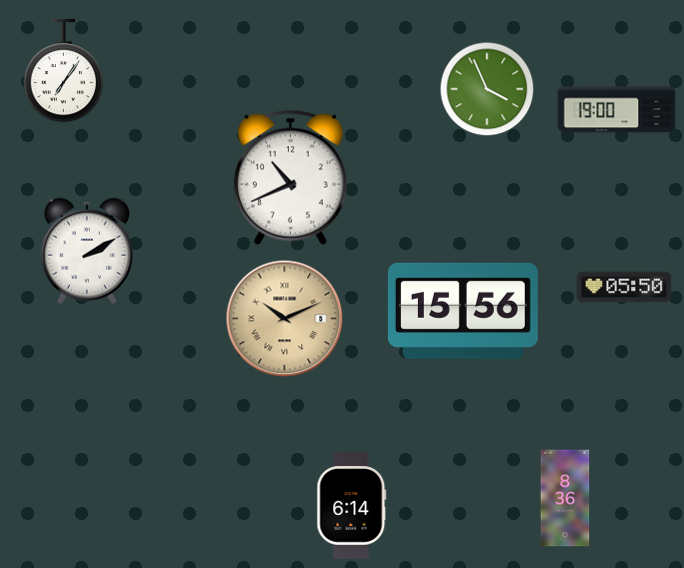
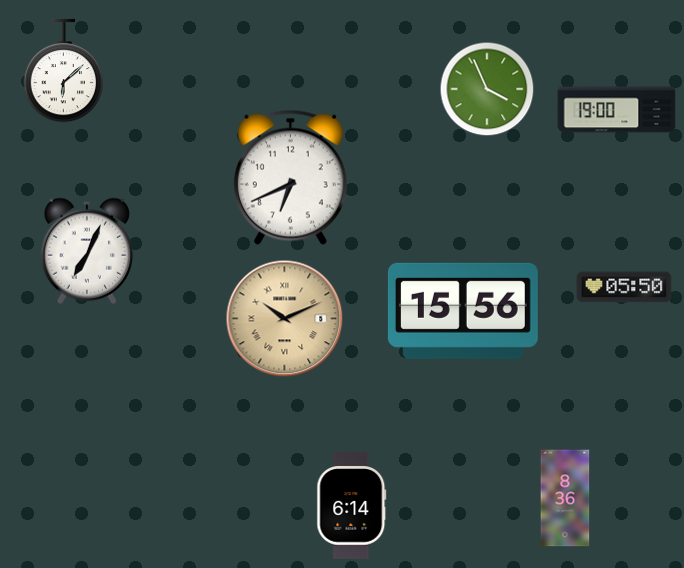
clock at (64, 71): 7:06 -> 6:08
clock at (290, 177): 10:41 -> 6:41
clock at (86, 251): 2:10 -> 7:04
